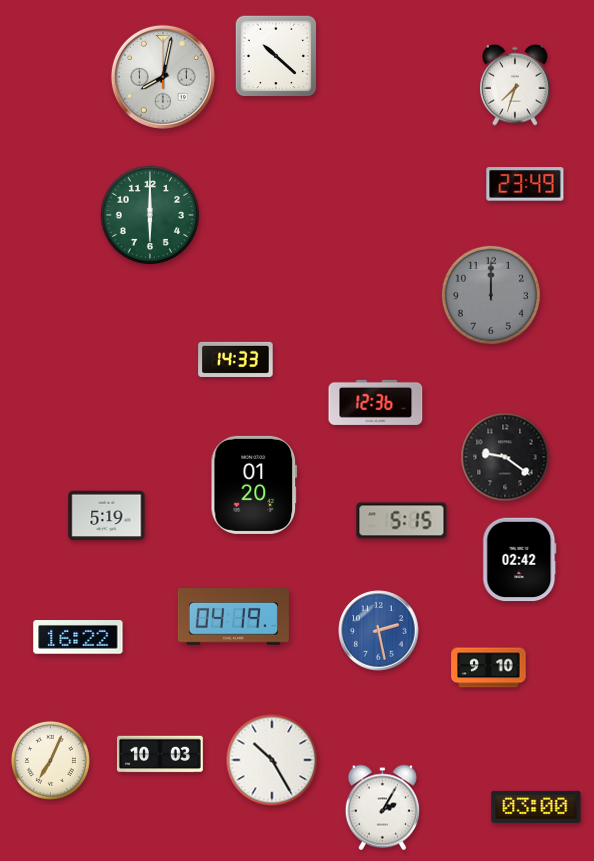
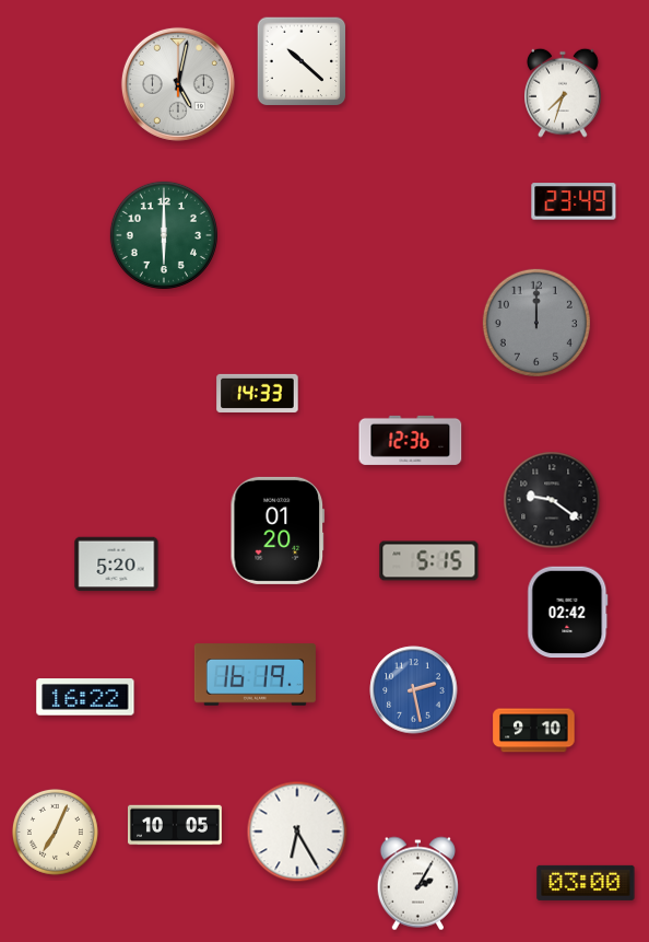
clock at (163, 77): 8:02 -> 5:02
clock at (107, 516): 5:19 -> 5:20
clock at (402, 521) position: (402, 521) -> (429, 561)
clock at (233, 617): 04:19 -> 16:19
clock at (160, 754): 10:03 -> 10:05
clock at (272, 760): 10:25 -> 6:25
